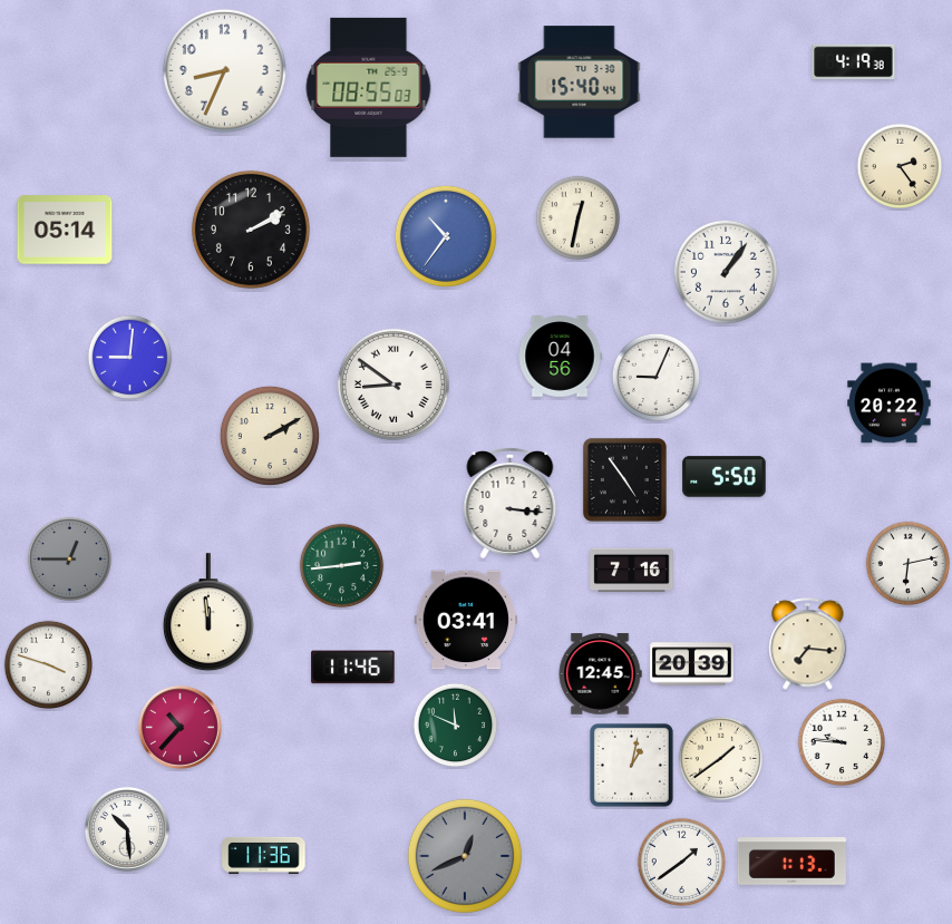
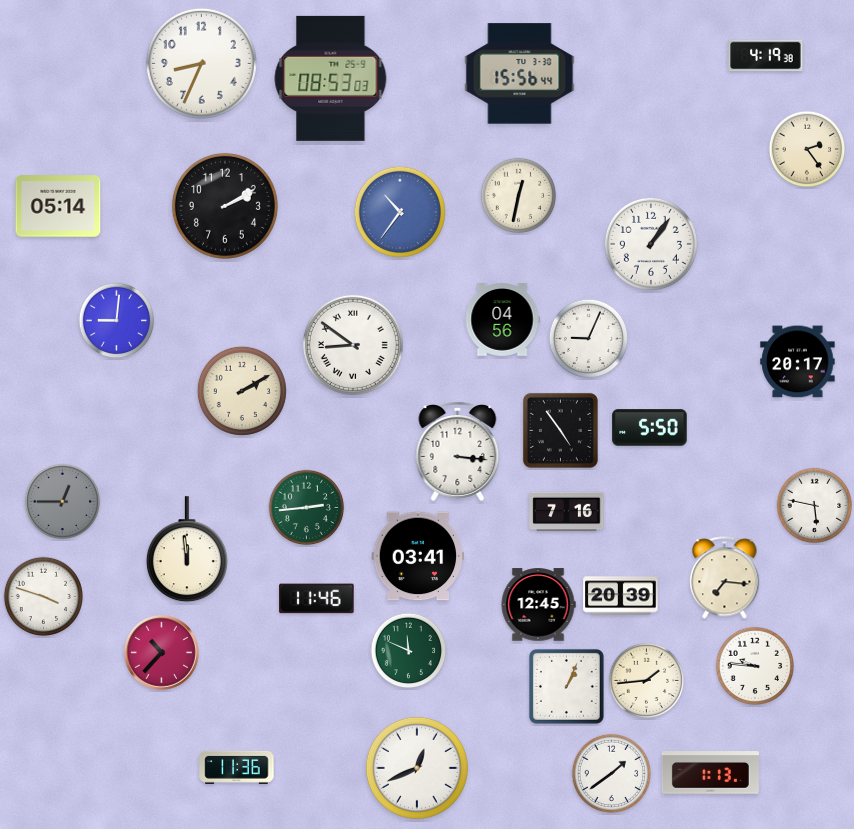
clock at (580, 82): 15:40 -> 15:56
clock at (369, 87): 08:55 -> 08:53
clock at (890, 403): 20:22 -> 20:17
clock at (909, 564): 6:13 -> 5:47
clock at (721, 759): 1:39 -> 1:44
clock at (631, 765): 1:02 -> 1:04
clock at (127, 829): 10:29 -> none
clock at (465, 856) dial: grey -> white
